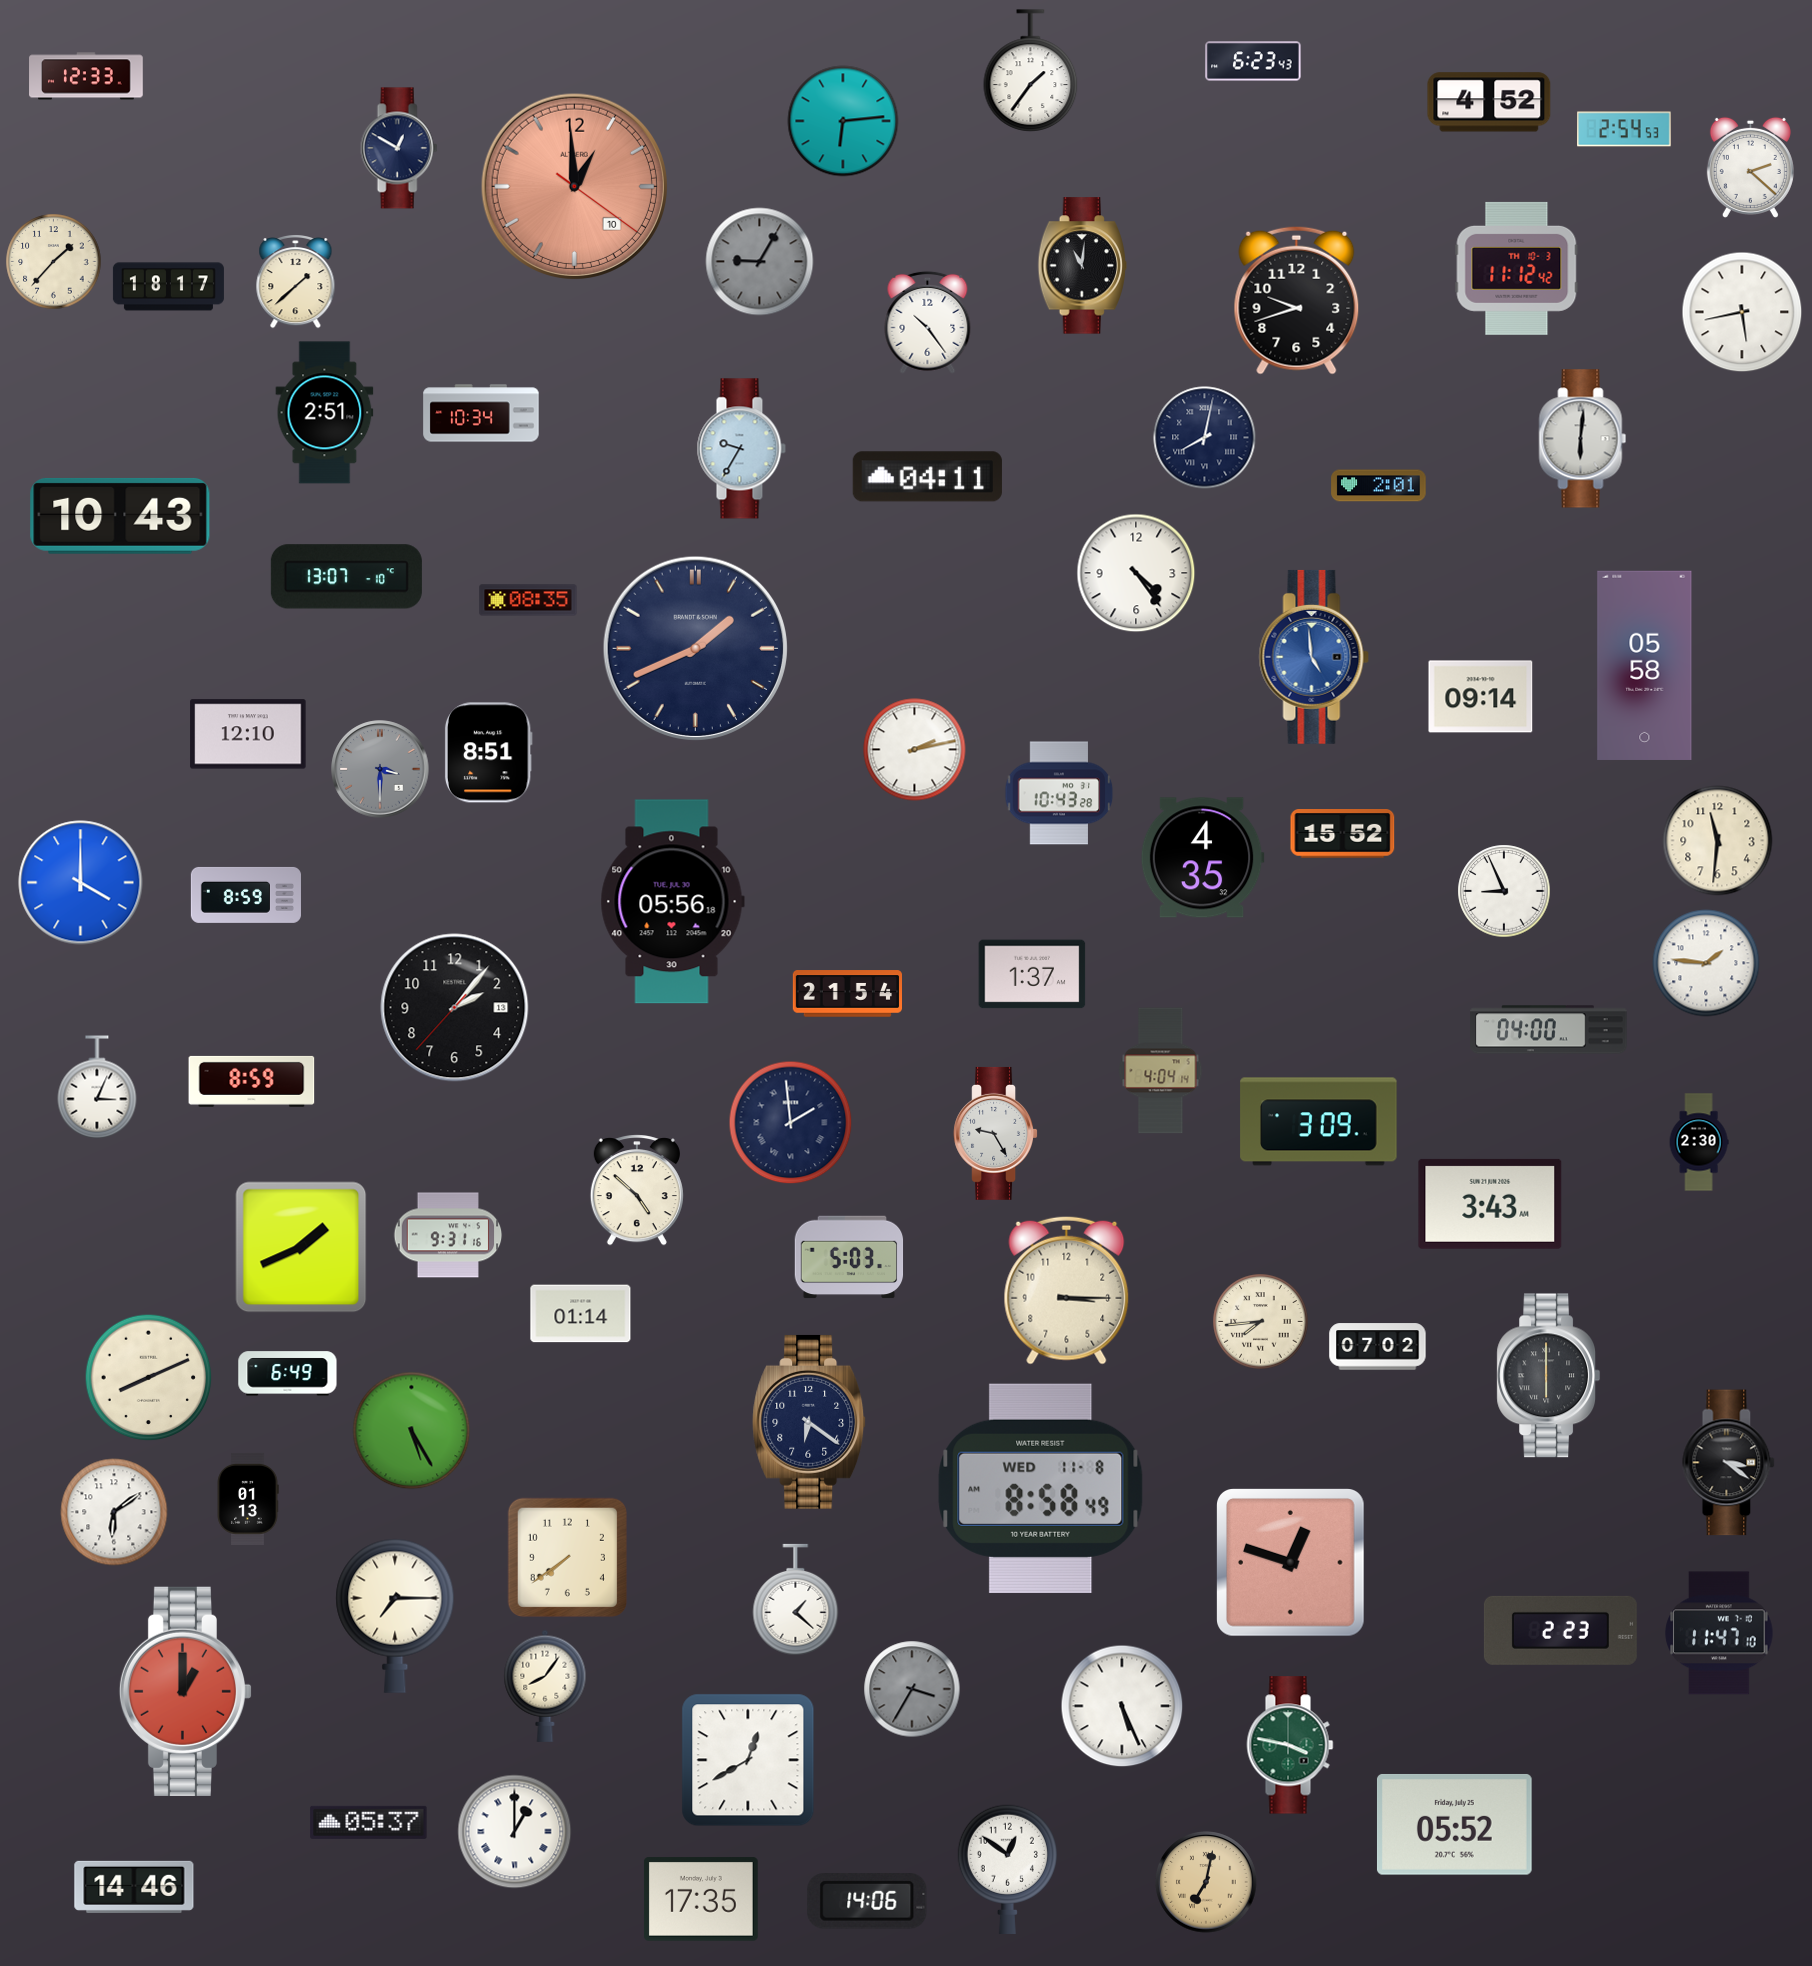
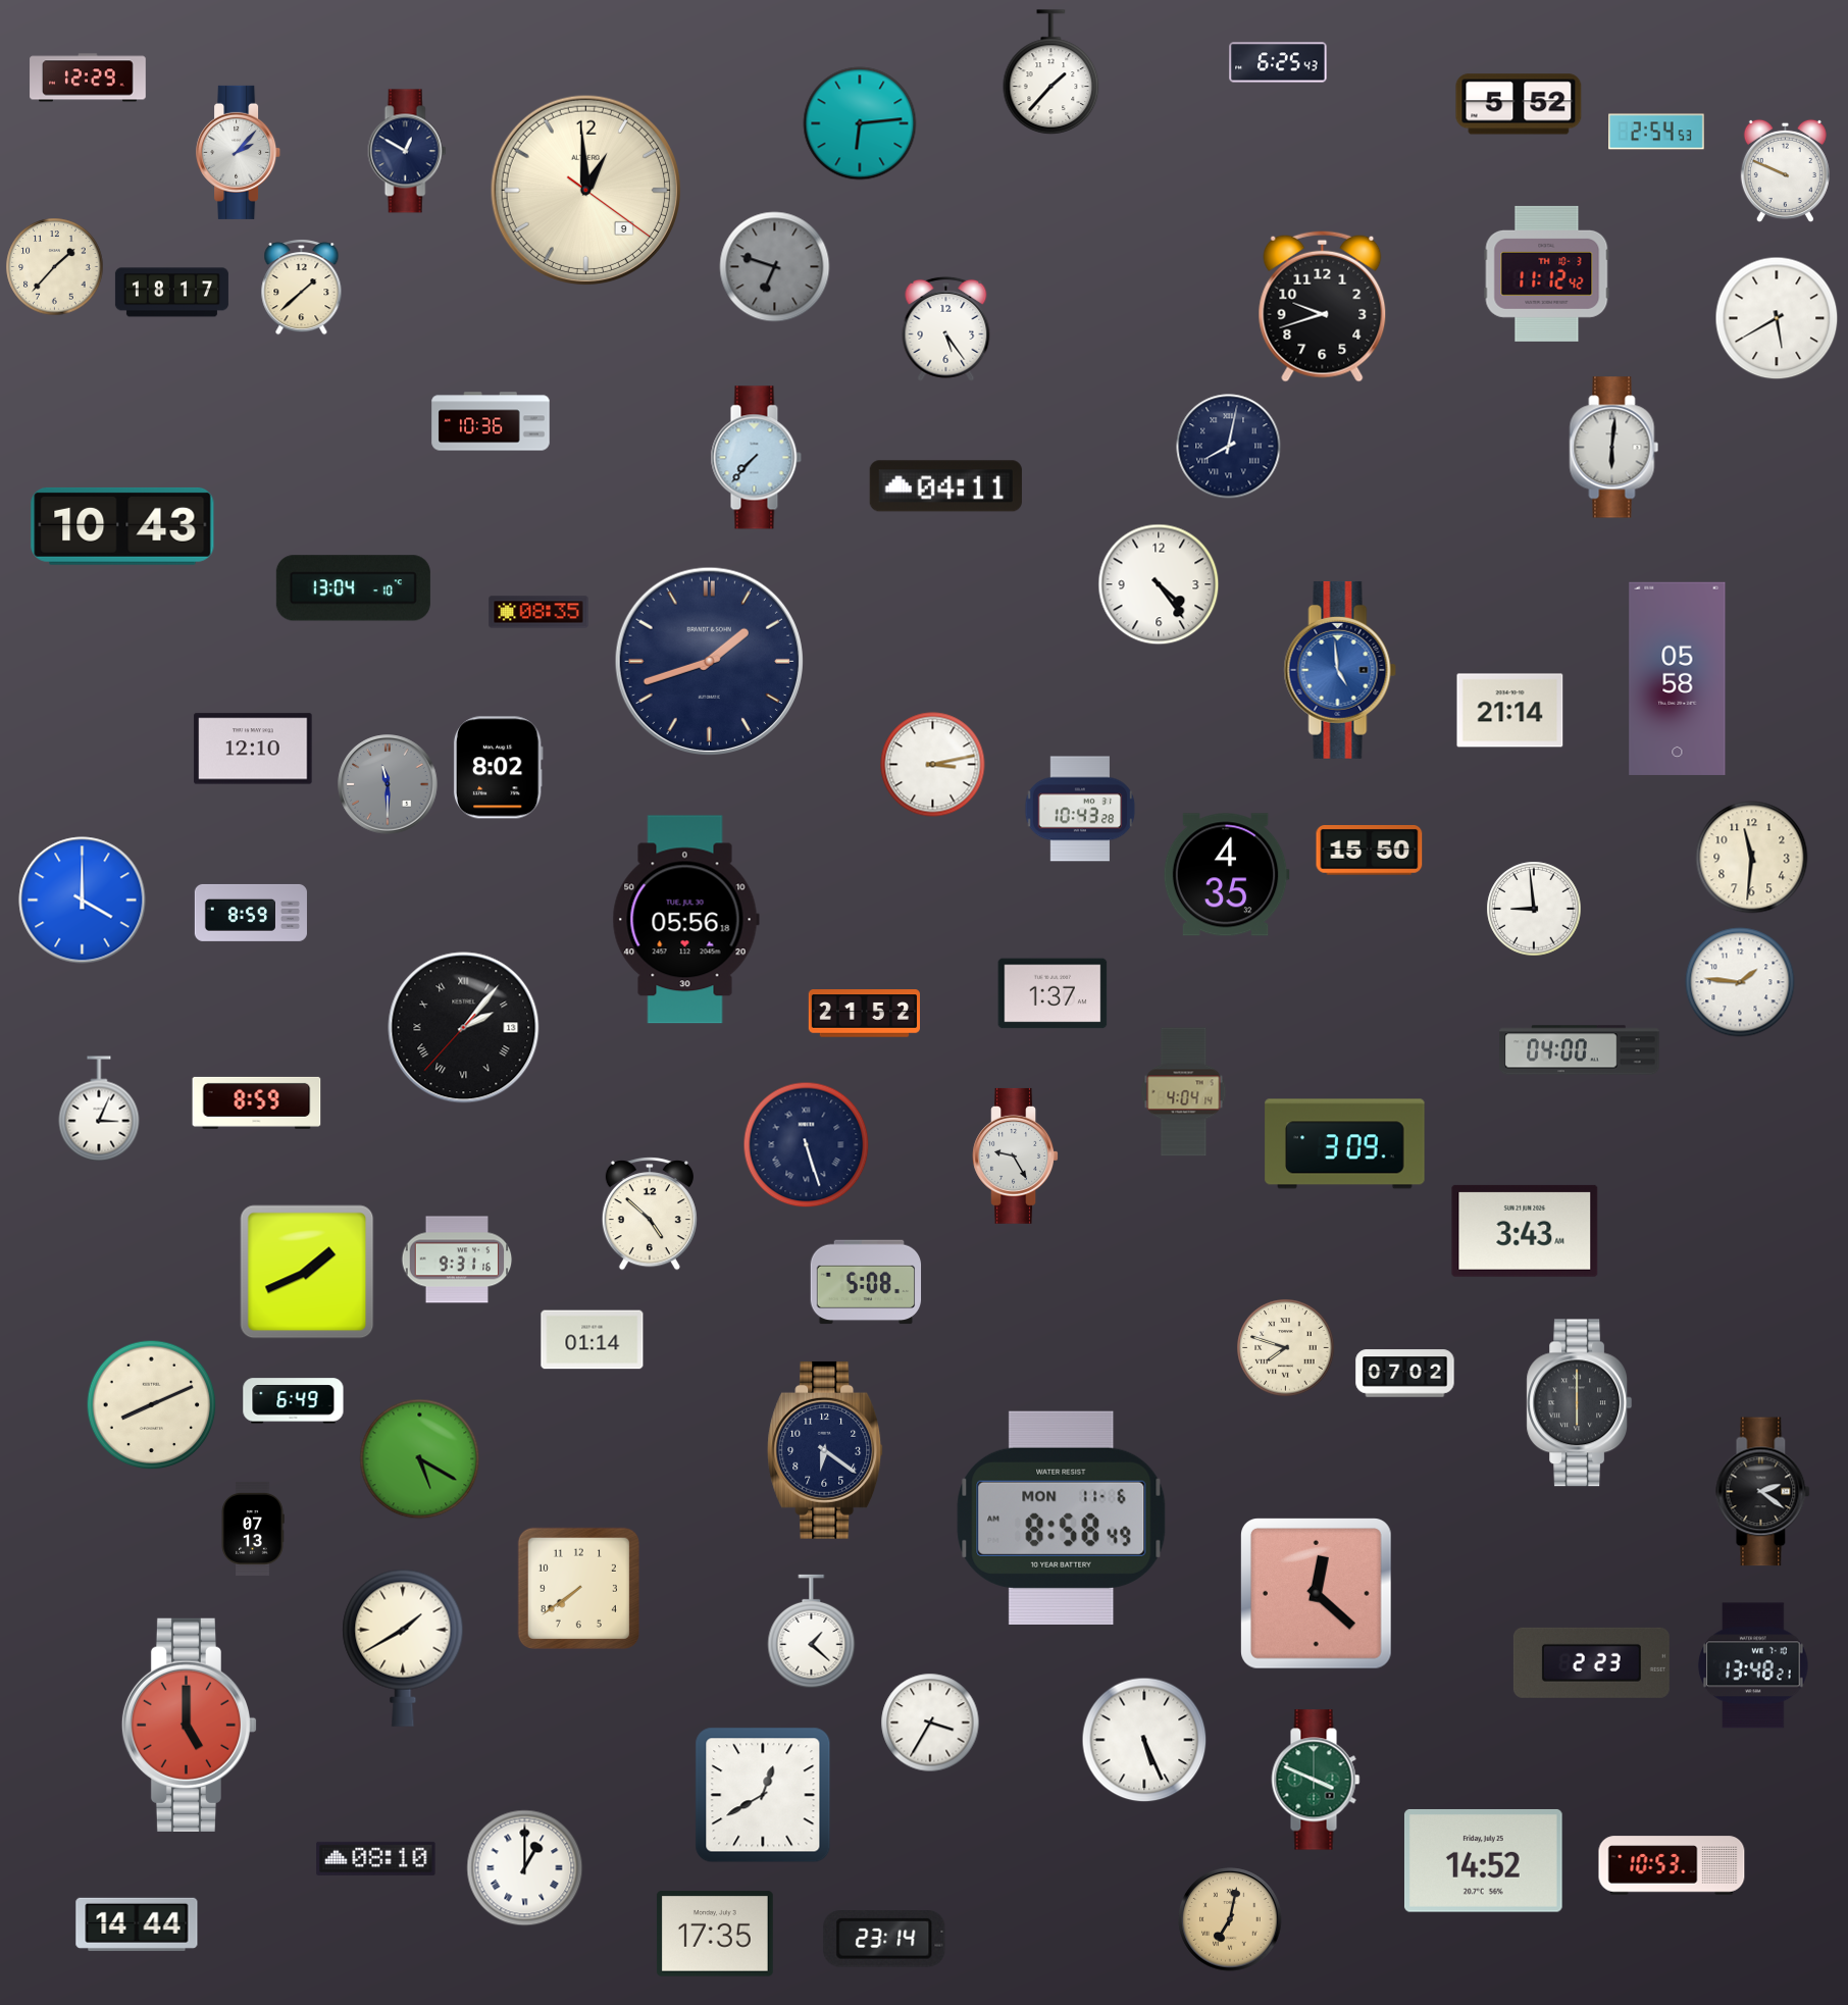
clock at (1253, 61): 6:23 -> 6:25
clock at (1031, 71): 1:36 -> 1:37
clock at (86, 76): 12:33 -> 12:29
clock at (1489, 102): 4:52 -> 5:52
clock at (239, 152): none -> 2:07
clock at (1750, 167): 2:22 -> 9:49
clock at (574, 186) date: 10 -> 9
clock at (574, 186) dial: salmon -> cream
clock at (760, 262): 9:05 -> 6:48
clock at (1082, 266): 11:01 -> none
clock at (1742, 312): 5:43 -> 5:40
clock at (928, 322): 10:24 -> 5:24
clock at (325, 413): 2:51 -> none
clock at (481, 413): 10:34 -> 10:36
clock at (741, 449): 9:35 -> 7:37
clock at (1379, 486): 2:01 -> none
clock at (346, 577): 13:07 -> 13:04
clock at (695, 648): 1:41 -> 1:42
clock at (1481, 697): 09:14 -> 21:14
clock at (915, 750): 2:13 -> 3:13
clock at (488, 753): 8:51 -> 8:02
clock at (380, 769): 3:30 -> 11:30
clock at (1343, 834): 15:52 -> 15:50
clock at (1504, 891): 8:56 -> 8:59
clock at (847, 994): 21:54 -> 21:52
clock at (455, 1008) numerals: Arabic -> Roman
clock at (791, 1123): 1:59 -> 5:27
clock at (1699, 1142): 2:30 -> none
clock at (1490, 1204) position: (1490, 1204) -> (1525, 1231)
clock at (849, 1257): 5:03 -> 5:08
clock at (1067, 1290): 3:15 -> none
clock at (1261, 1322): 7:44 -> 7:48
clock at (412, 1431): 5:25 -> 5:20
clock at (1729, 1463): 3:21 -> 2:21
clock at (1041, 1488) date: WED 11-8 -> MON 11-6
clock at (248, 1499): 01:13 -> 07:13
clock at (114, 1512): 6:09 -> none
clock at (1291, 1563): 12:48 -> 12:22
clock at (395, 1616): 7:15 -> 1:40
clock at (1719, 1633): 11:47 -> 13:48
clock at (545, 1686): 8:06 -> none
clock at (912, 1689) dial: grey -> white
clock at (186, 1691): 1:00 -> 5:00
clock at (1290, 1745): 3:47 -> 3:49
clock at (369, 1822): 05:37 -> 08:10
clock at (1454, 1825): 05:52 -> 14:52
clock at (1672, 1865): none -> 10:53
clock at (1007, 1869): 12:51 -> none
clock at (134, 1887): 14:46 -> 14:44
clock at (701, 1899) position: (701, 1899) -> (715, 1934)
clock at (867, 1901): 14:06 -> 23:14
